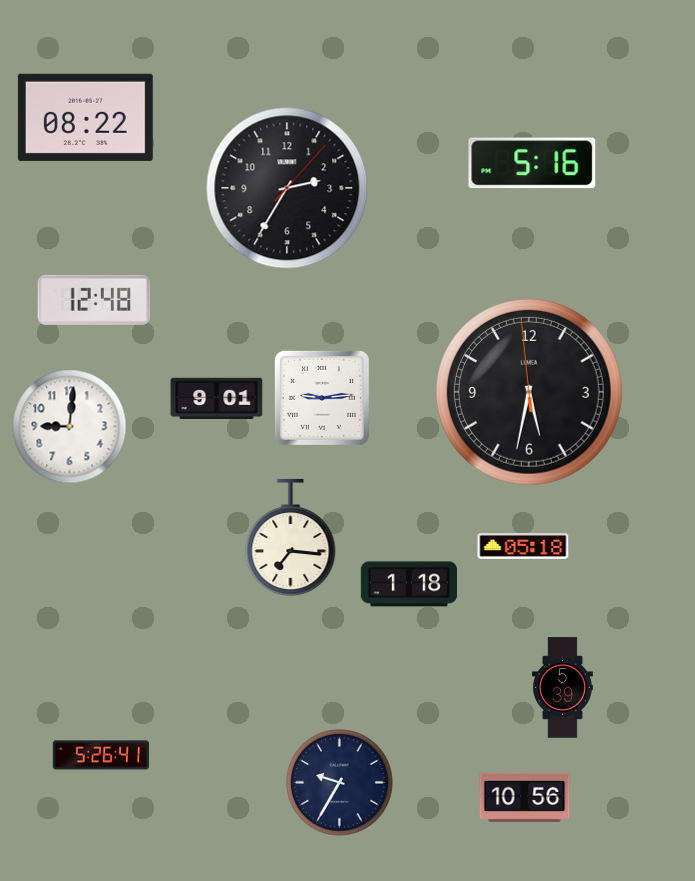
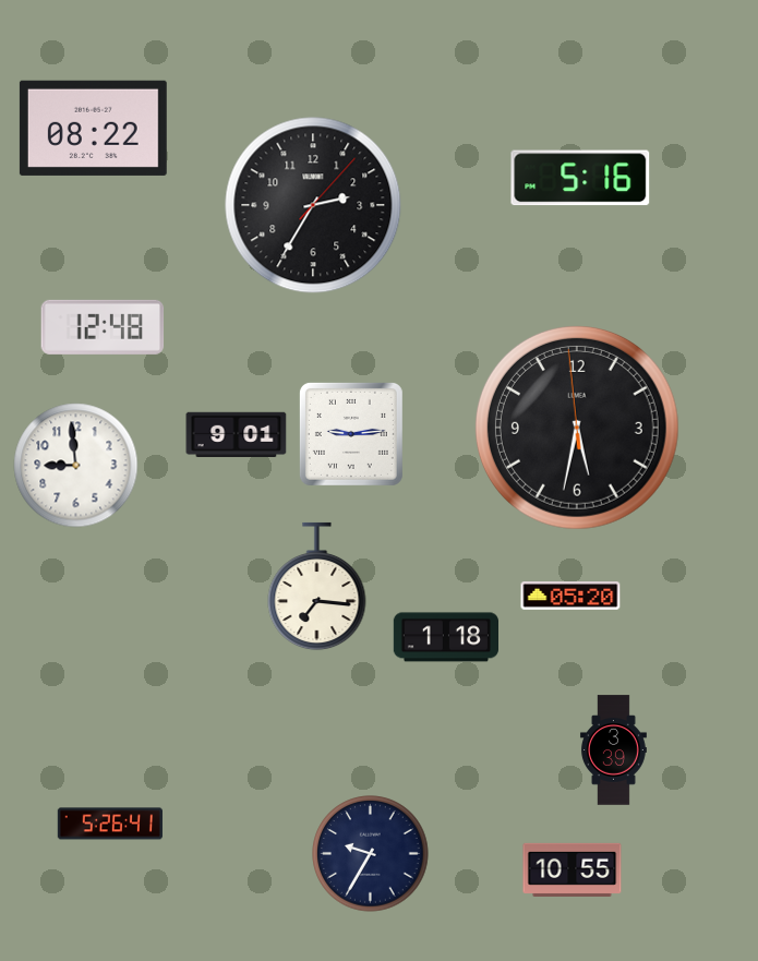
clock at (70, 427): 9:01 -> 8:59
clock at (523, 546): 05:18 -> 05:20
clock at (562, 688): 5:39 -> 3:39
clock at (525, 797): 10:56 -> 10:55
